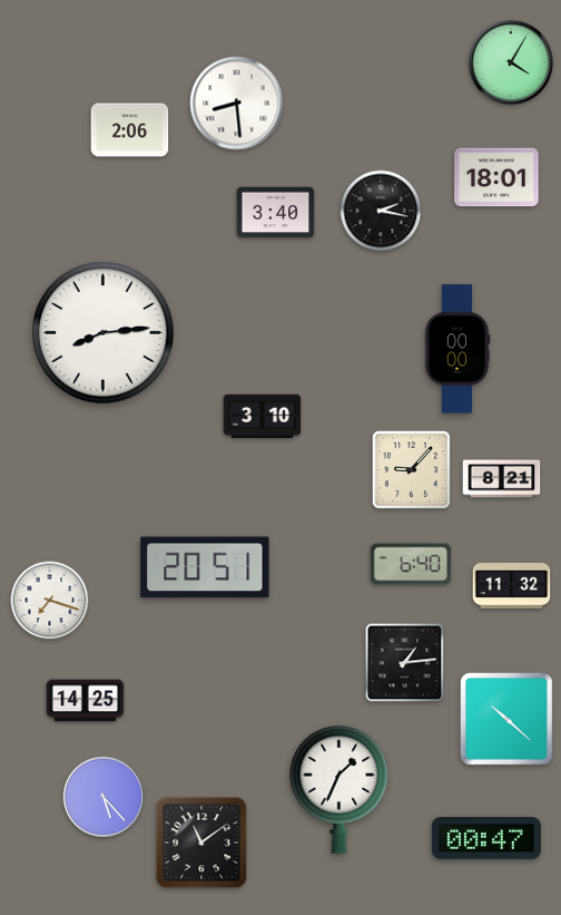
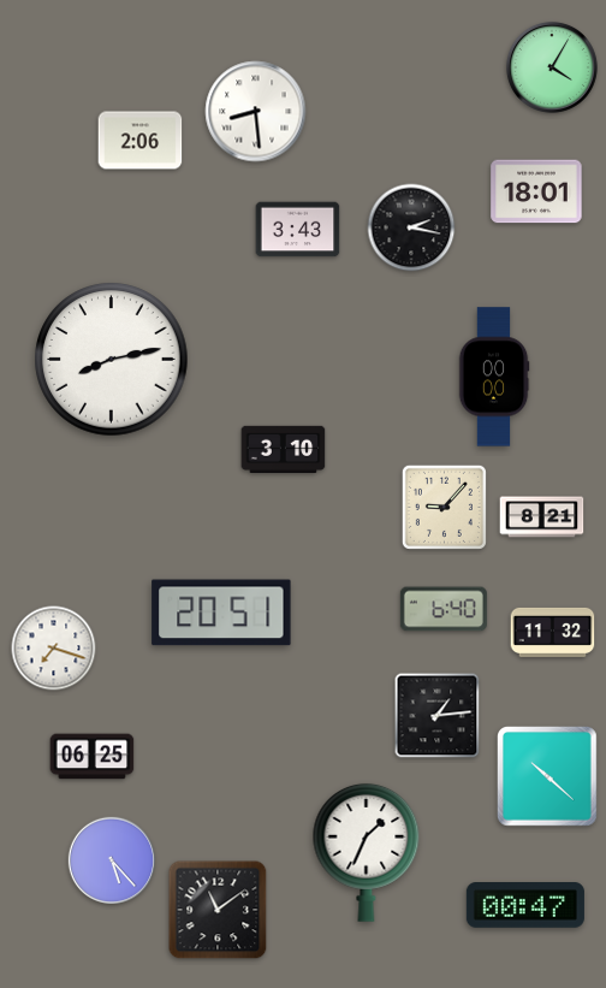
clock at (276, 213): 3:40 -> 3:43
clock at (104, 333): 8:14 -> 8:13
clock at (86, 701): 14:25 -> 06:25
